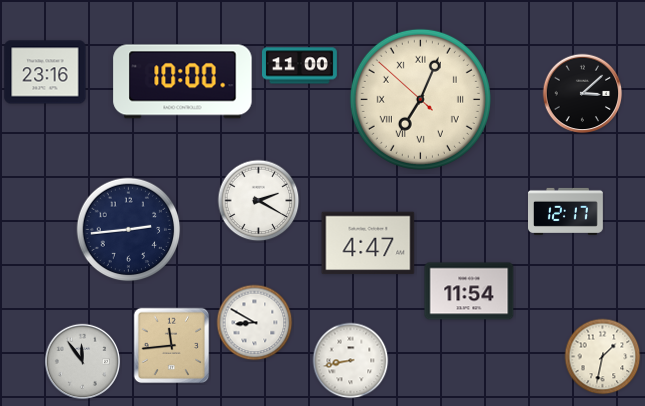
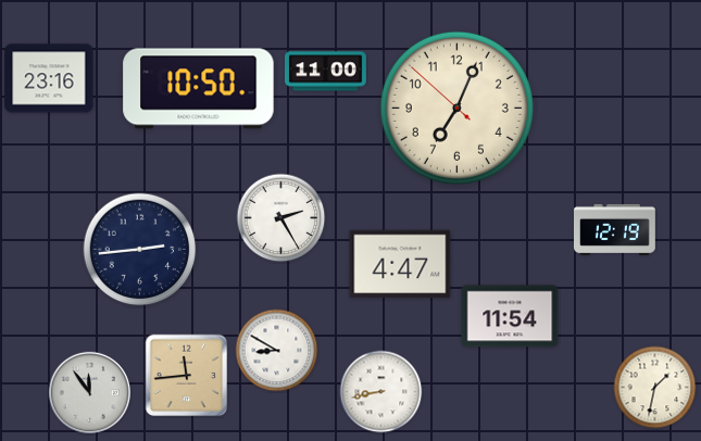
clock at (183, 82): 10:00 -> 10:50
clock at (583, 94): 3:08 -> none
clock at (420, 99) numerals: Roman -> Arabic
clock at (259, 201): 2:20 -> 2:25
clock at (566, 211): 12:17 -> 12:19
